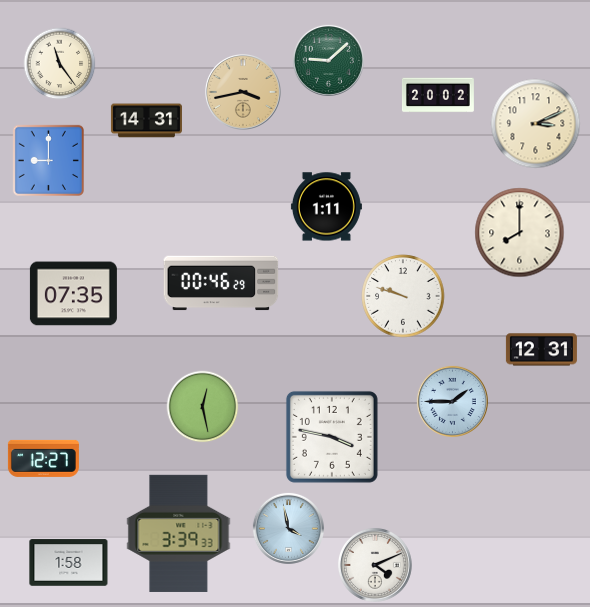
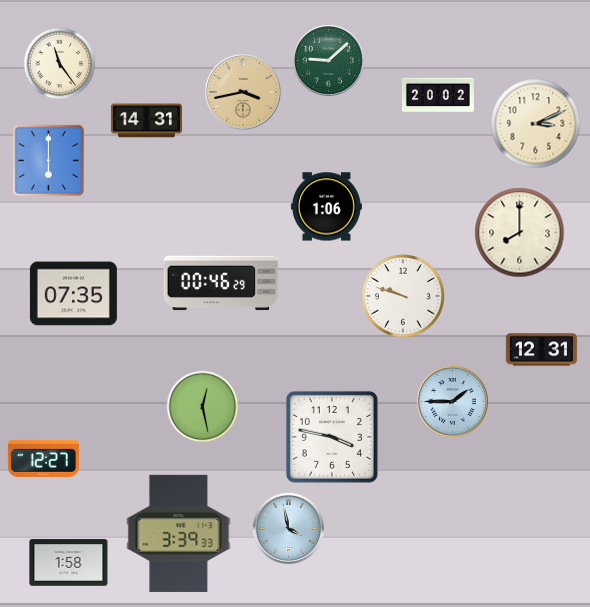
clock at (48, 160): 9:00 -> 6:00
clock at (326, 207): 1:11 -> 1:06
clock at (375, 565): 4:11 -> none
